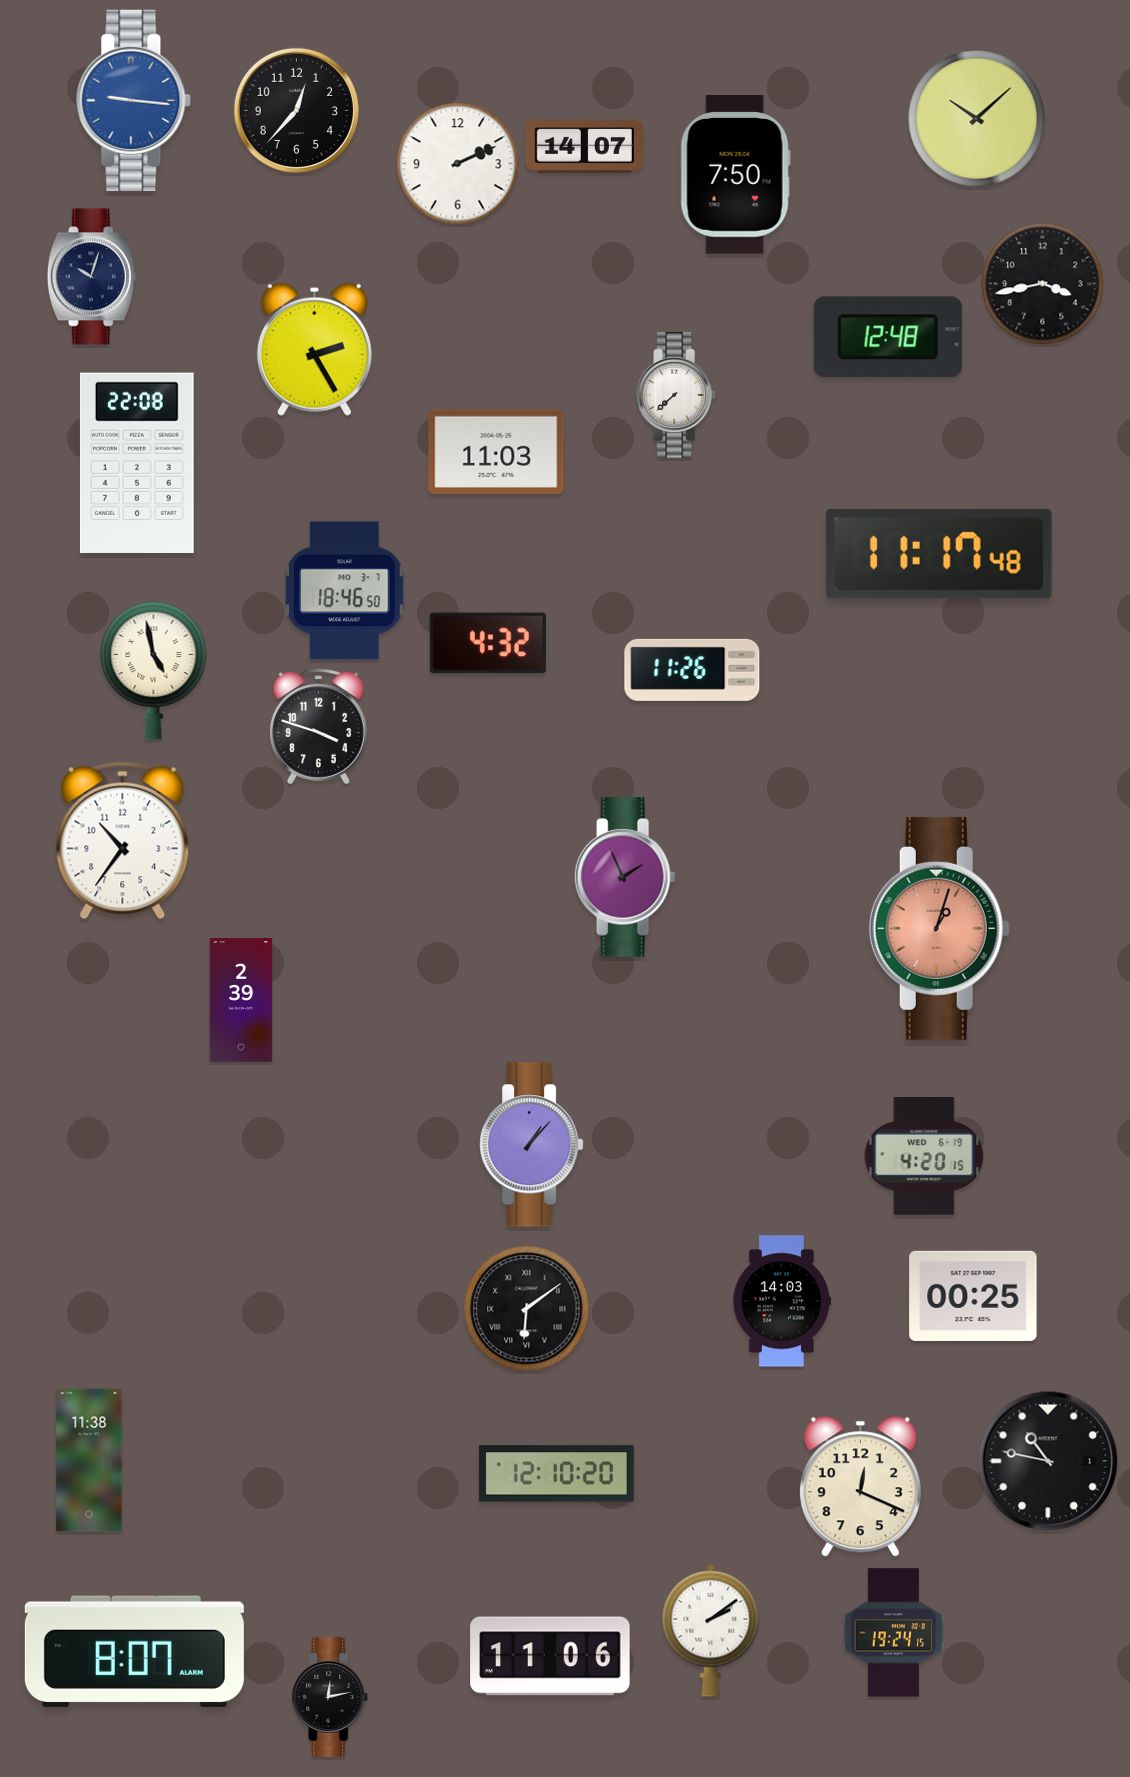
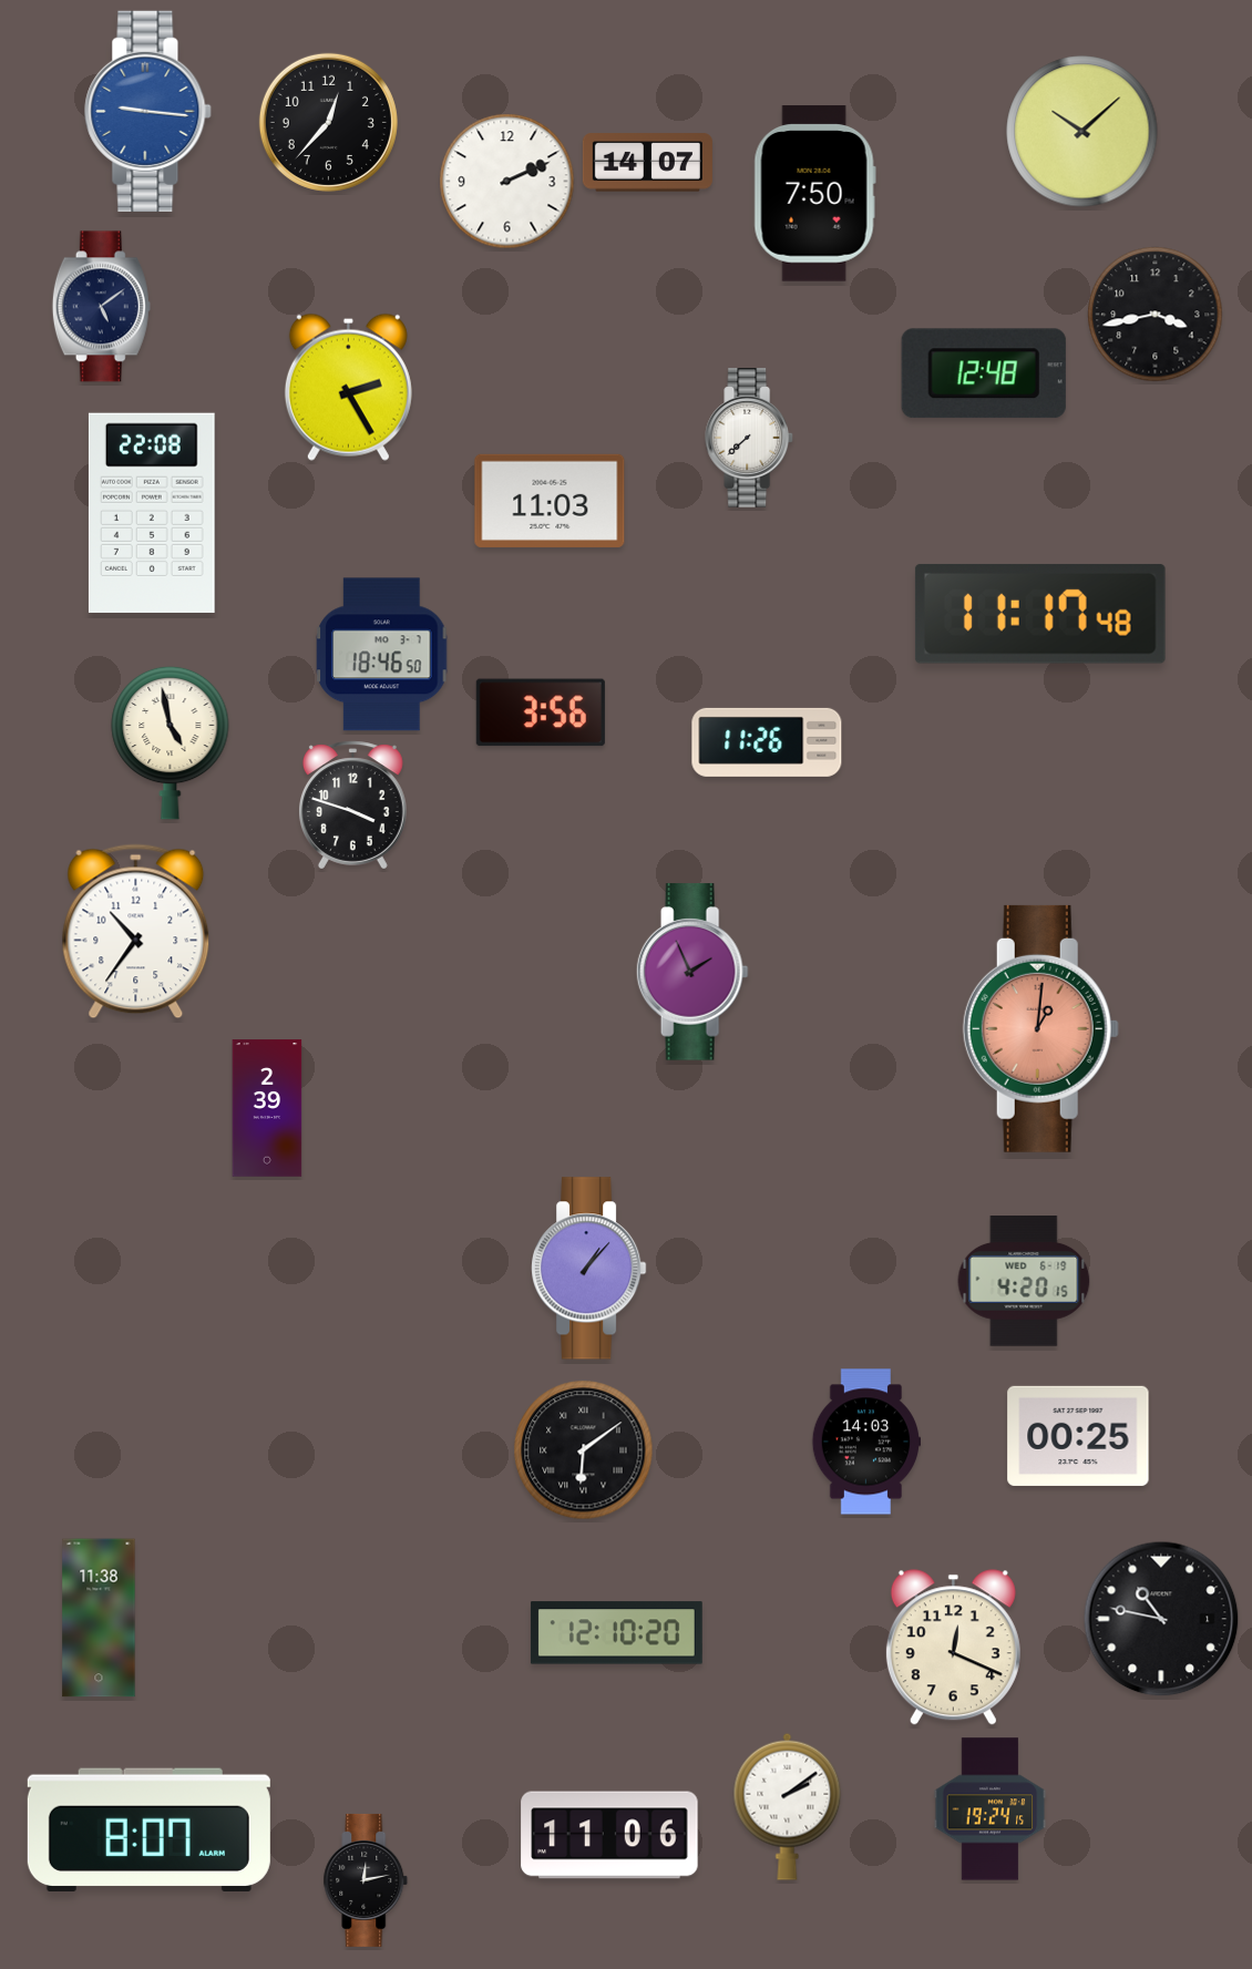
clock at (91, 277): 10:03 -> 5:09
clock at (488, 643): 4:32 -> 3:56
clock at (939, 928): 1:03 -> 1:01
